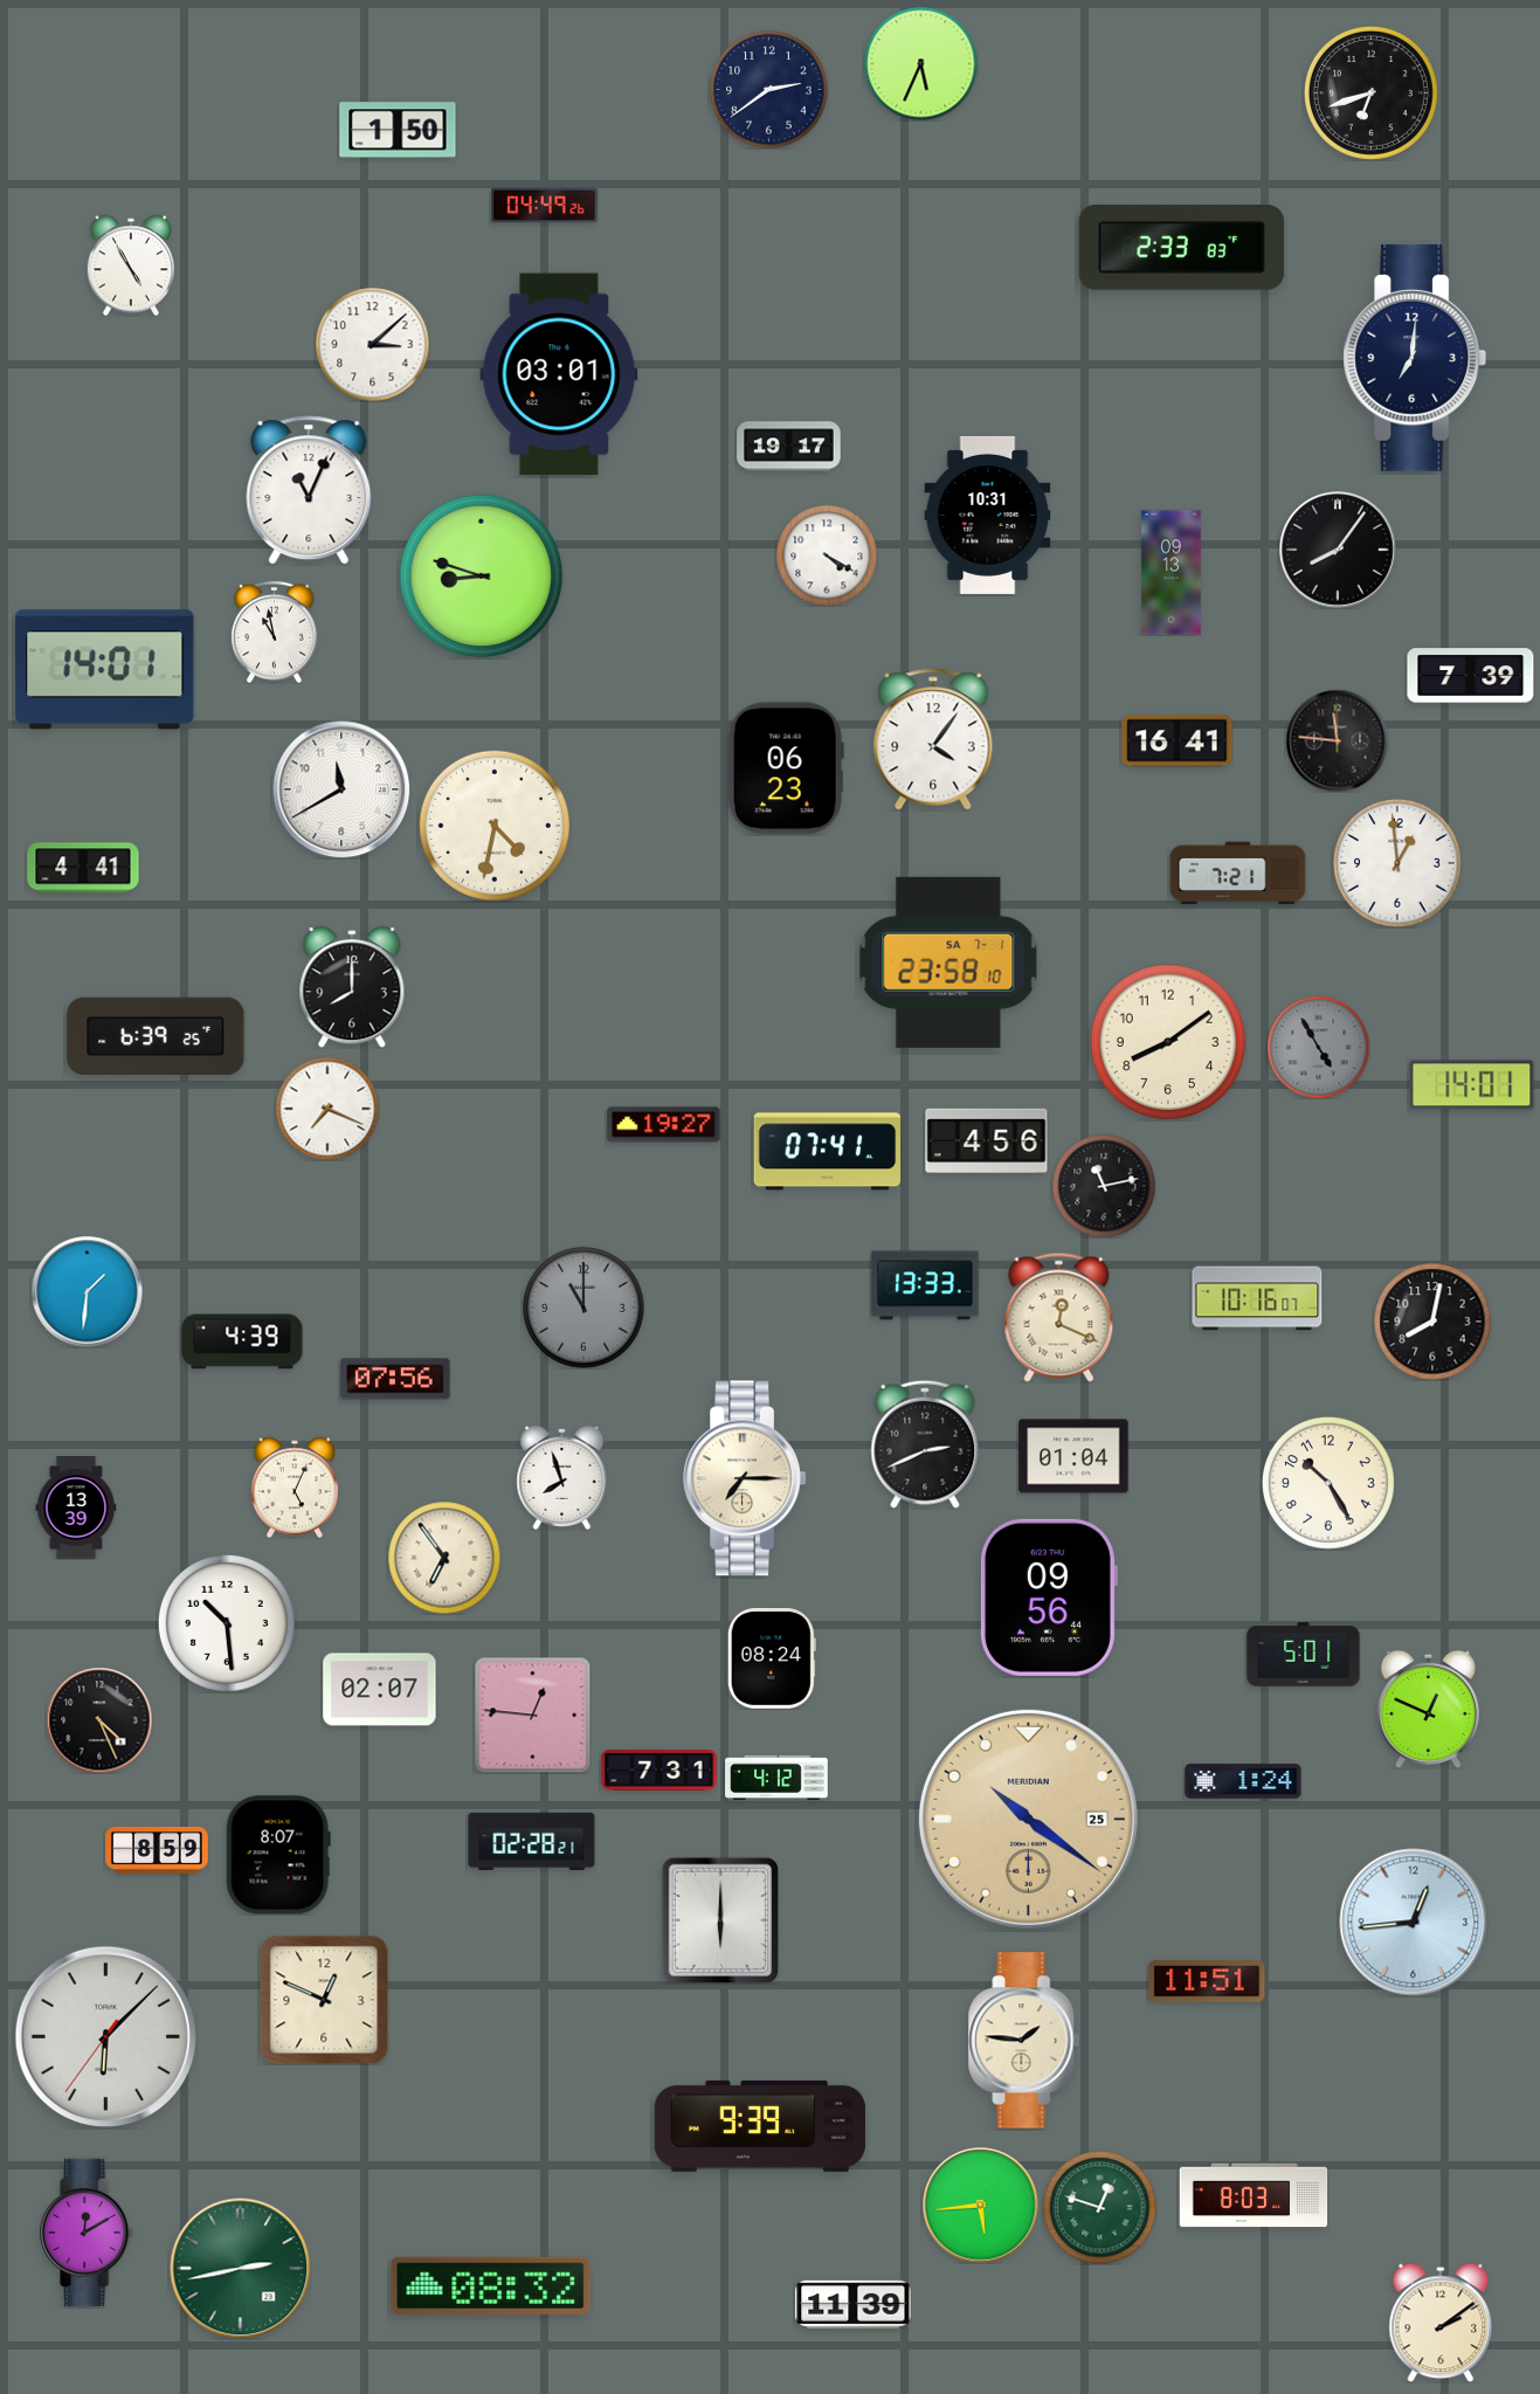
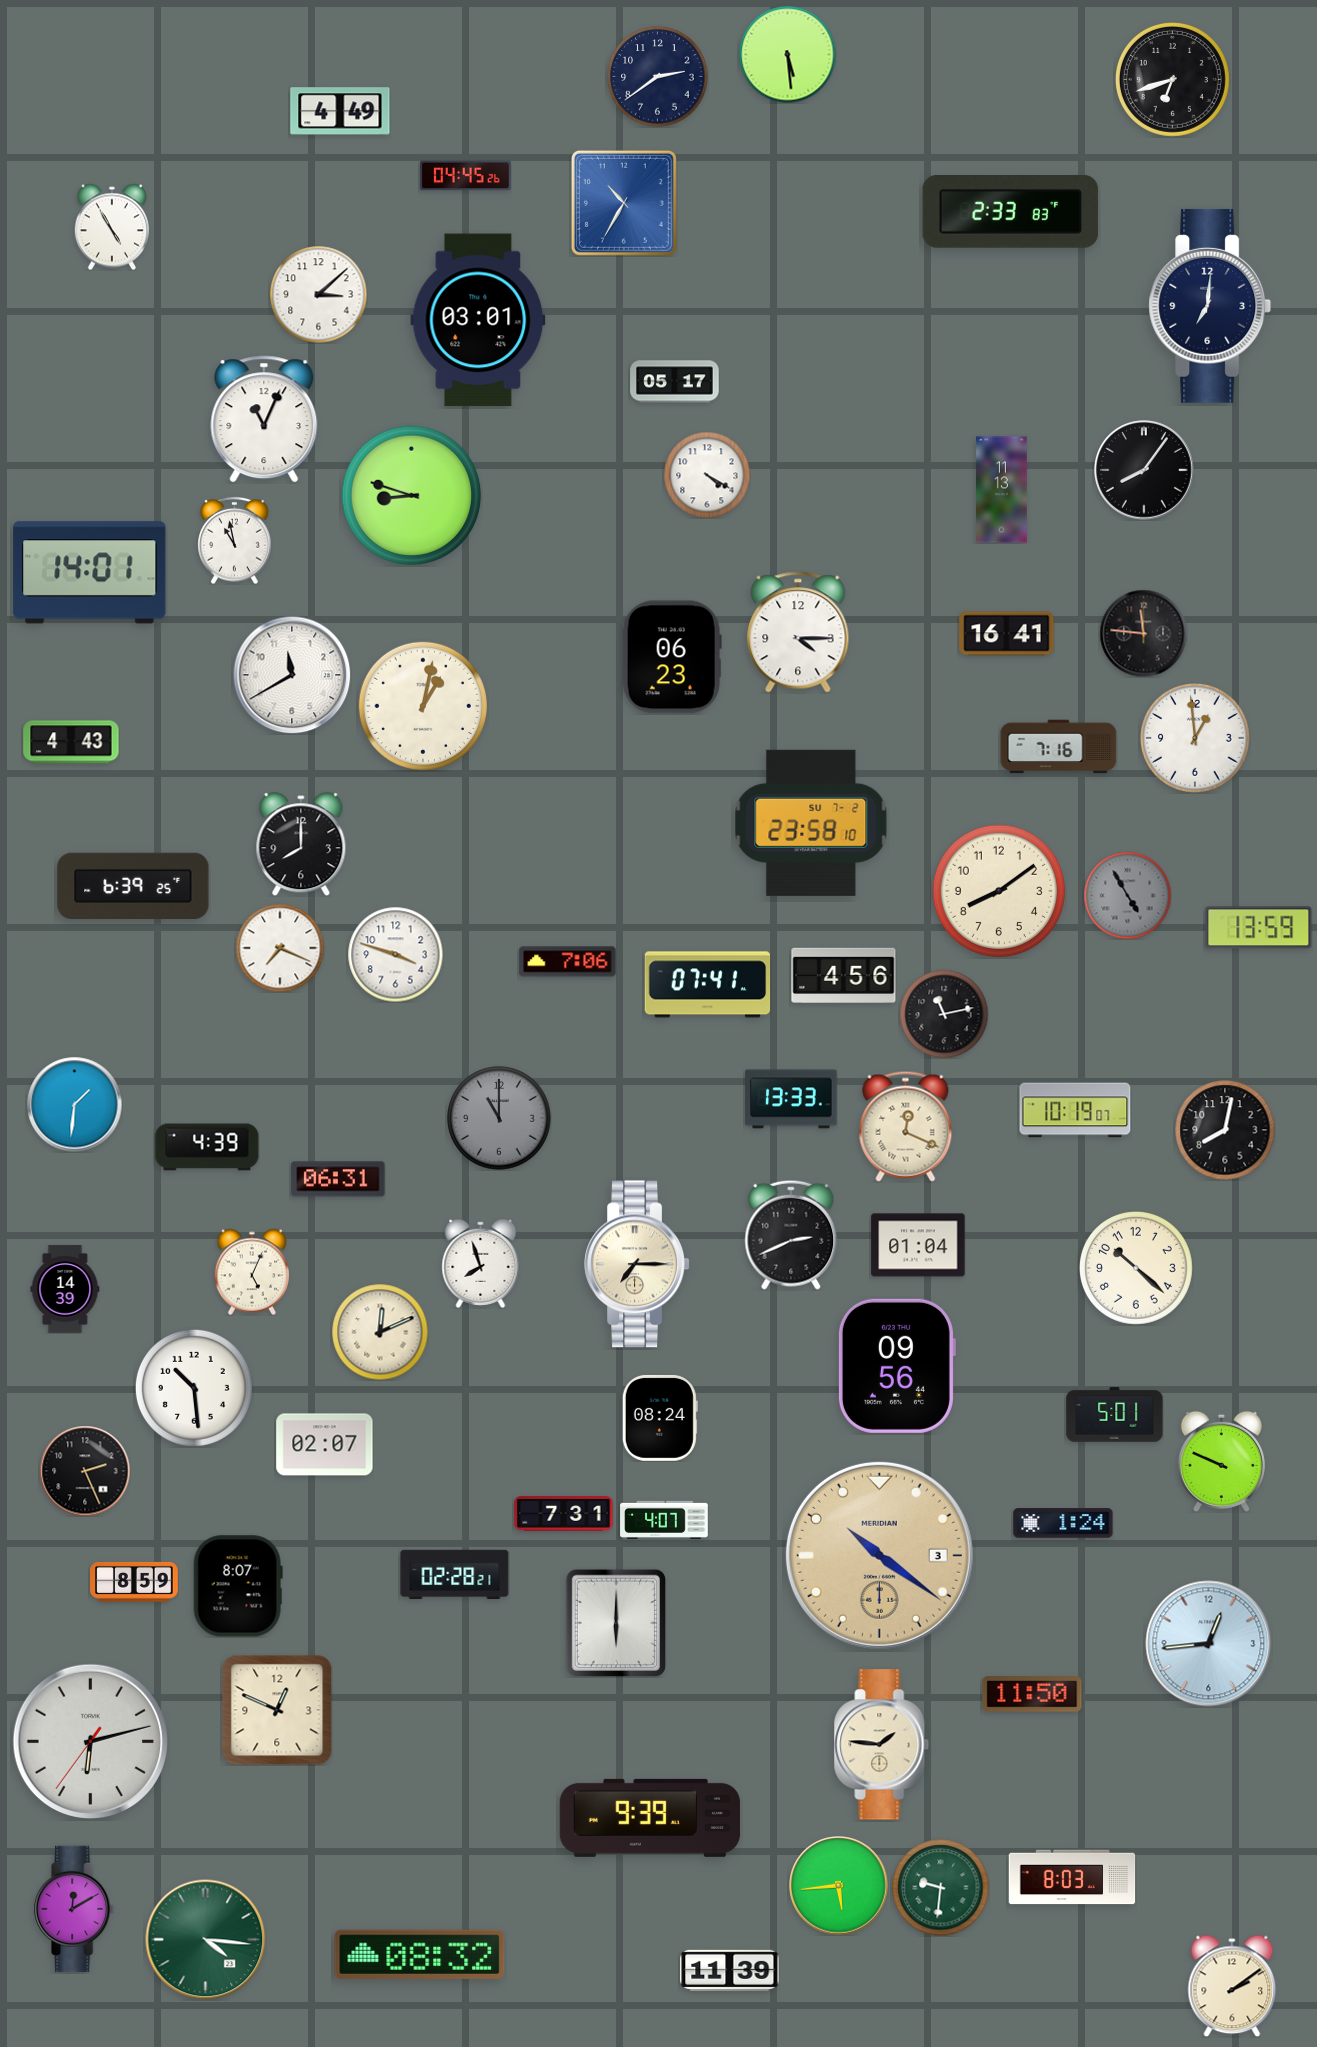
clock at (920, 63): 5:34 -> 5:29
clock at (398, 130): 1:50 -> 4:49
clock at (545, 206): 04:49 -> 04:45
clock at (624, 203): none -> 10:35
clock at (789, 447): 19:17 -> 05:17
clock at (988, 515): 10:31 -> none
clock at (1172, 573): 09:13 -> 11:13
clock at (482, 577) position: (482, 577) -> (412, 496)
clock at (1471, 676): 7:39 -> none
clock at (933, 739): 4:06 -> 4:15
clock at (495, 826): 4:32 -> 1:02
clock at (83, 868): 4:41 -> 4:43
clock at (1238, 874): 7:21 -> 7:16
clock at (948, 963) date: SA 7-1 -> SU 7-2
clock at (1472, 1085): 14:01 -> 13:59
clock at (395, 954): none -> 3:48
clock at (664, 1125): 19:27 -> 7:06
clock at (1257, 1298): 10:16 -> 10:19
clock at (395, 1379): 07:56 -> 06:31
clock at (1328, 1483): 10:25 -> 10:22
clock at (76, 1508): 13:39 -> 14:39
clock at (444, 1558): 6:54 -> 12:11
clock at (1428, 1709): 12:49 -> 9:49
clock at (532, 1715): 12:46 -> none
clock at (99, 1720): 4:26 -> 2:26
clock at (776, 1778): 4:12 -> 4:07
clock at (1028, 1819) date: 25 -> 3
clock at (720, 1919) position: (720, 1919) -> (616, 1622)
clock at (1207, 1981): 11:51 -> 11:50
clock at (105, 2036): 6:07 -> 6:12
clock at (1024, 2041) position: (1024, 2041) -> (882, 1745)
clock at (1099, 2207): 12:48 -> 9:31
clock at (241, 2269): 2:43 -> 4:16
